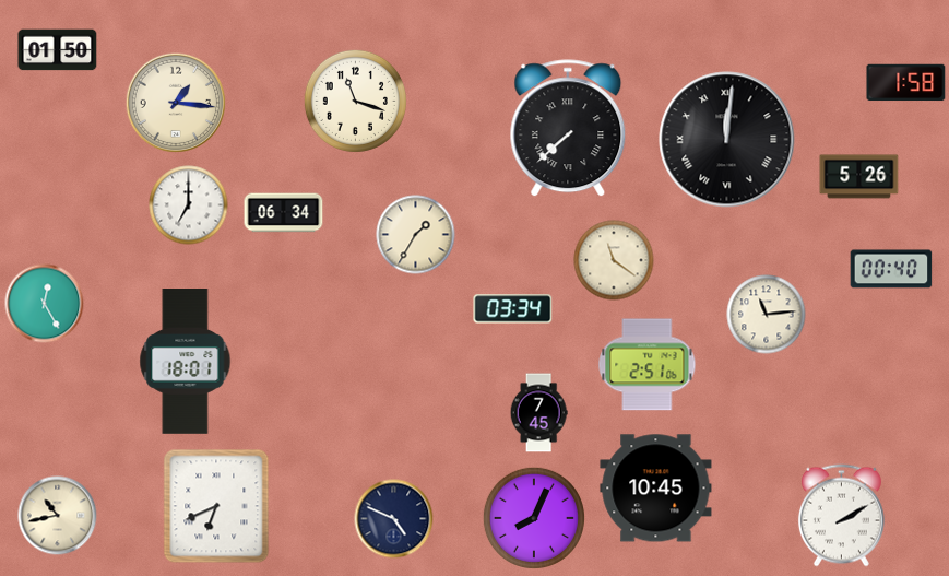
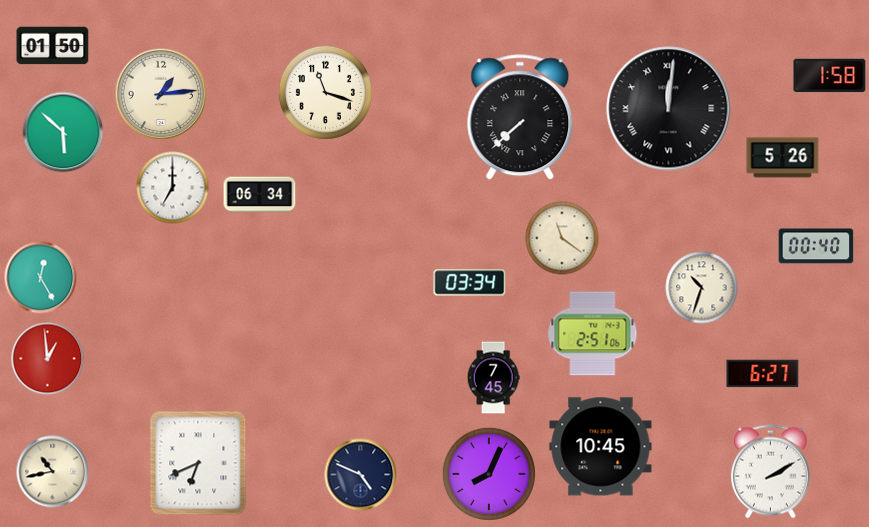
clock at (176, 103): 1:16 -> 1:14
clock at (727, 140) position: (727, 140) -> (669, 109)
clock at (63, 132): none -> 5:52
clock at (859, 177) position: (859, 177) -> (783, 158)
clock at (416, 235): 1:35 -> none
clock at (767, 315): 11:14 -> 10:33
clock at (186, 362): 18:01 -> none
clock at (48, 359): none -> 12:59
clock at (763, 374): none -> 6:27
